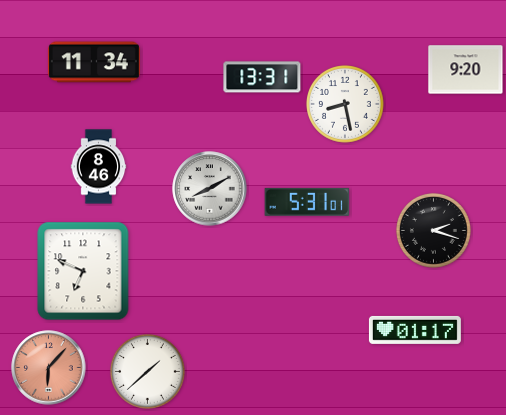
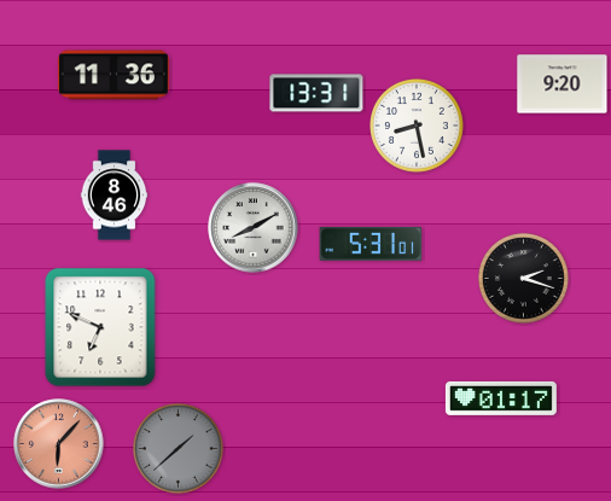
clock at (94, 62): 11:34 -> 11:36
clock at (99, 167) position: (99, 167) -> (115, 196)
clock at (147, 371) dial: white -> grey
